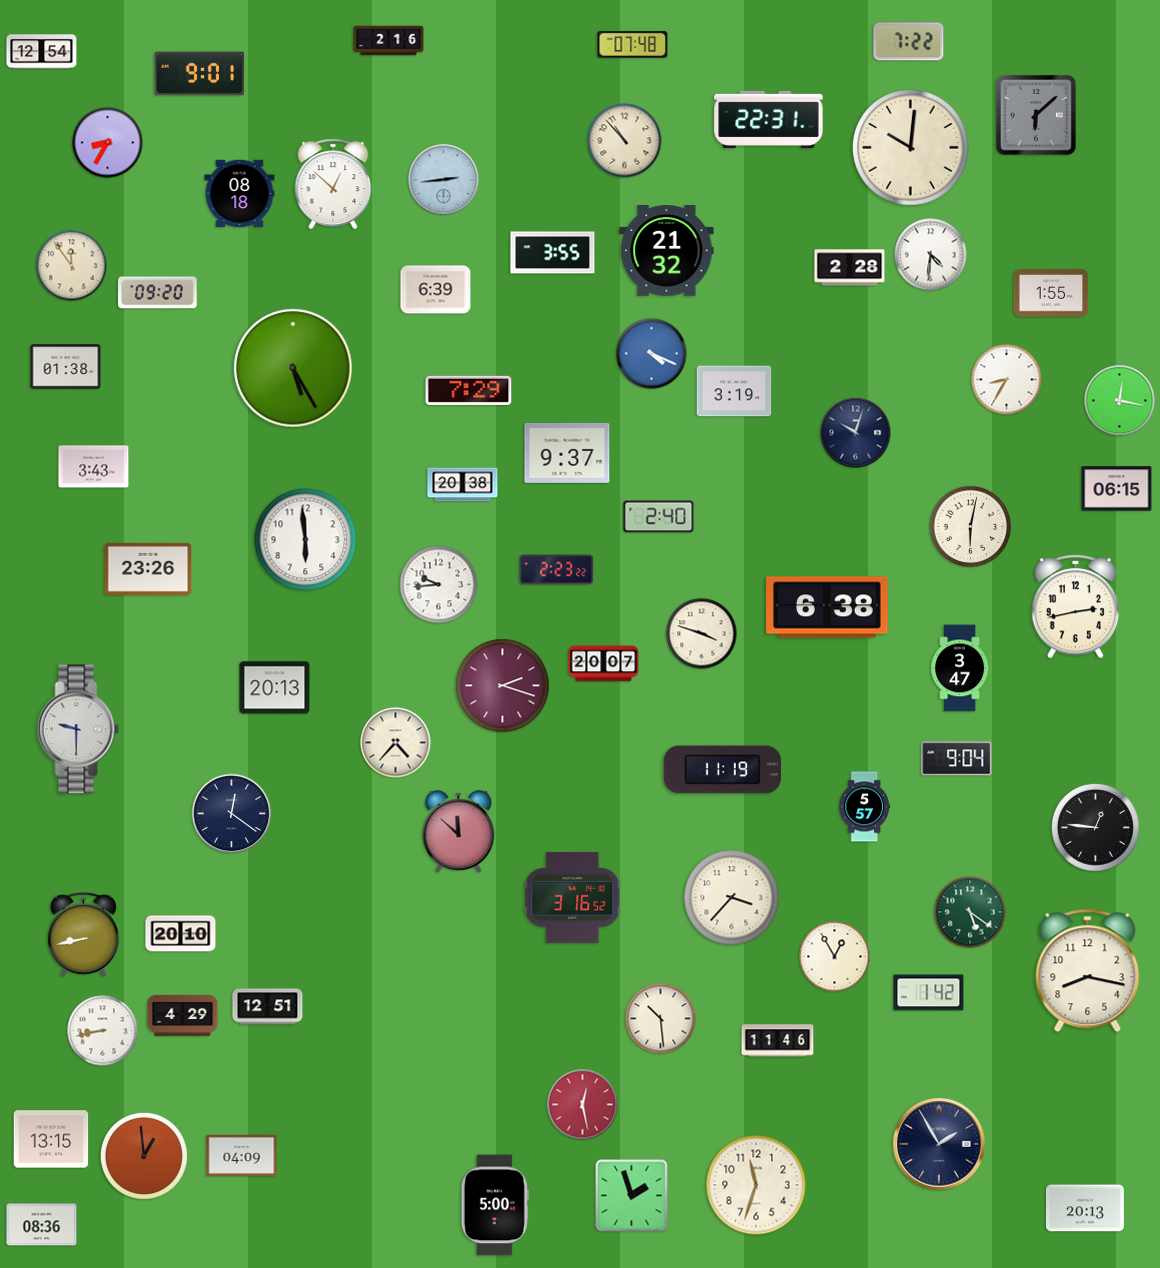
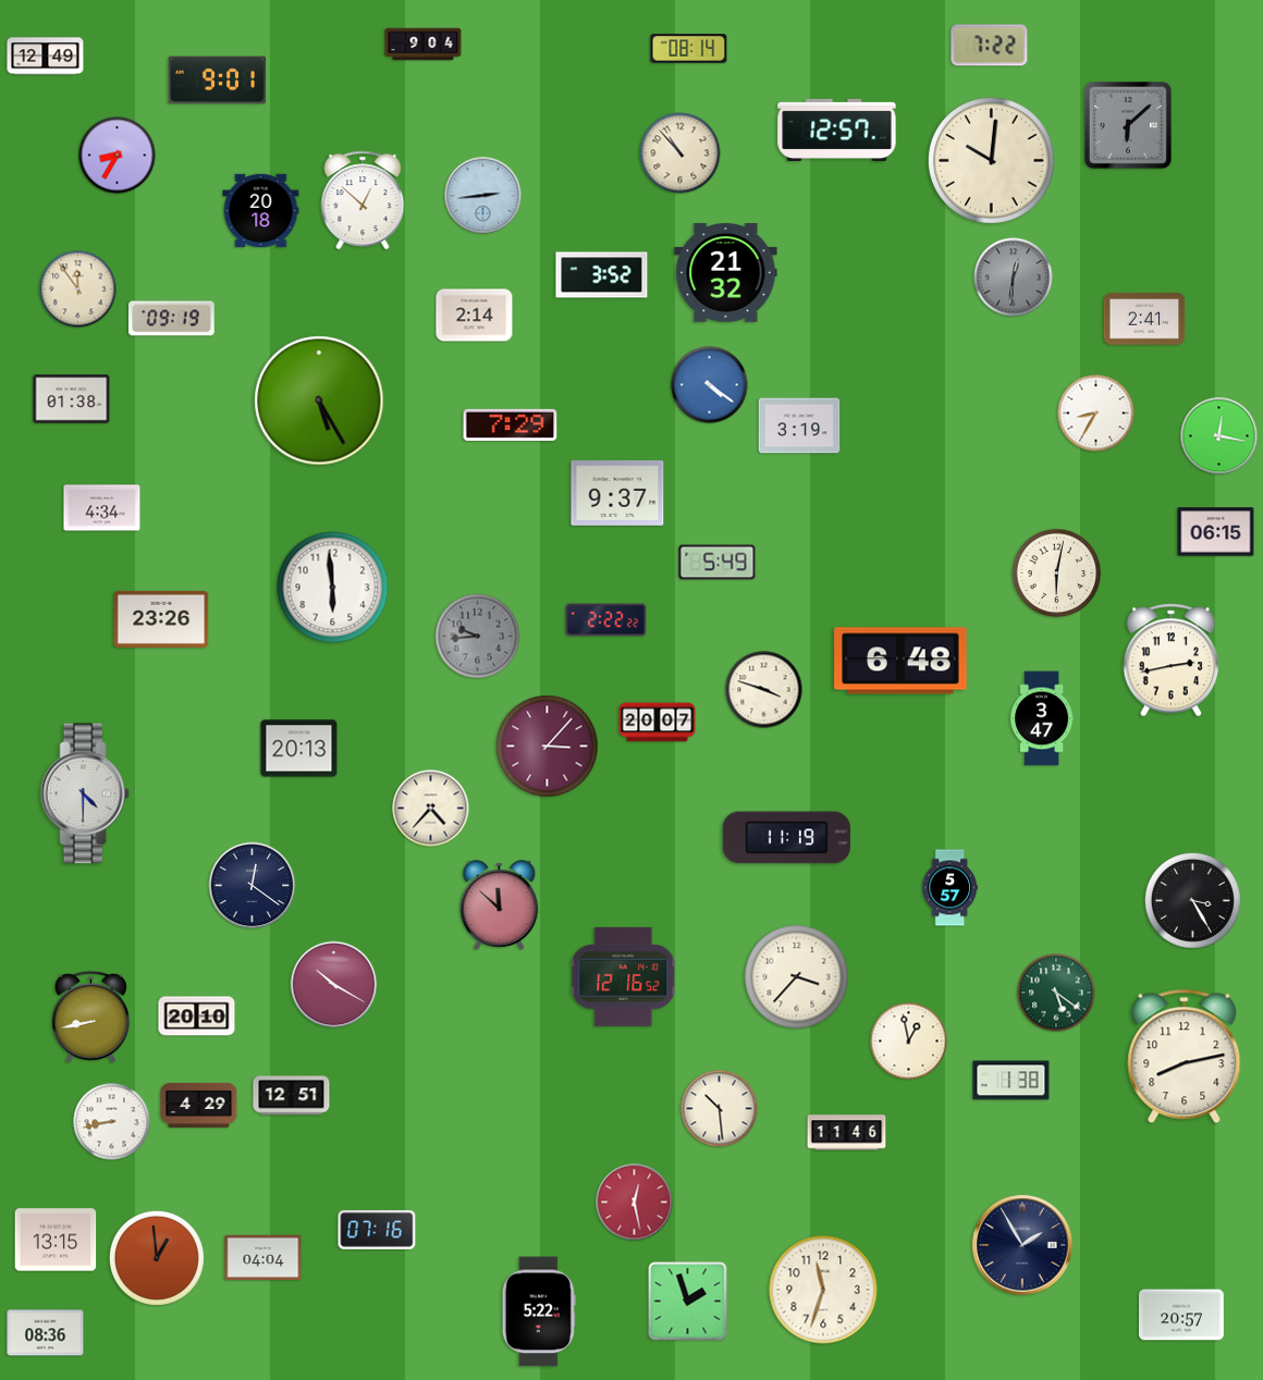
clock at (389, 41): 2:16 -> 9:04
clock at (633, 45): 07:48 -> 08:14
clock at (42, 52): 12:54 -> 12:49
clock at (769, 119): 22:31 -> 12:57
clock at (240, 194): 08:18 -> 20:18
clock at (553, 253): 3:55 -> 3:52
clock at (931, 255): 4:31 -> 12:31
clock at (931, 255) dial: white -> grey
clock at (850, 268): 2:28 -> none
clock at (436, 290): 6:39 -> 2:14
clock at (158, 293): 09:20 -> 09:19
clock at (1051, 293): 1:55 -> 2:41
clock at (652, 354): 4:19 -> 4:21
clock at (856, 433): 10:03 -> none
clock at (94, 467): 3:43 -> 4:34
clock at (463, 485): 20:38 -> none
clock at (659, 517): 2:40 -> 5:49
clock at (557, 570): 2:23 -> 2:22
clock at (439, 585) dial: white -> grey
clock at (827, 607): 6:38 -> 6:48
clock at (960, 668) position: (960, 668) -> (1042, 718)
clock at (503, 686): 2:18 -> 3:07
clock at (78, 729): 9:30 -> 4:30
clock at (957, 759): 9:04 -> none
clock at (864, 807) position: (864, 807) -> (949, 888)
clock at (1095, 827): 12:46 -> 3:25
clock at (573, 897): 3:16 -> 12:16
clock at (334, 985): none -> 10:20
clock at (835, 957): 12:55 -> 12:58
clock at (1088, 971): 8:17 -> 8:13
clock at (929, 993): 1:42 -> 1:38
clock at (377, 1230): none -> 07:16
clock at (242, 1156): 04:09 -> 04:04
clock at (495, 1205): 5:00 -> 5:22
clock at (1086, 1208): 20:13 -> 20:57
